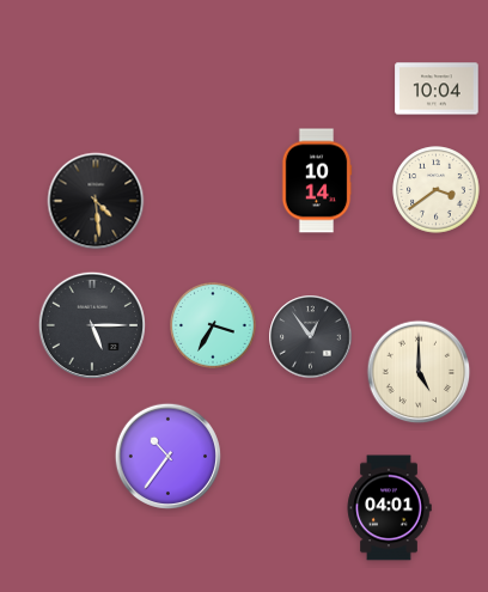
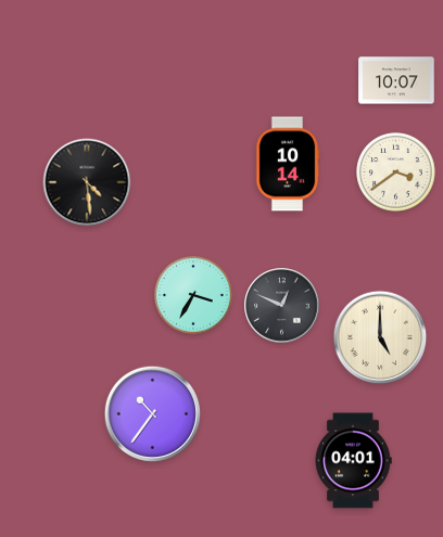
clock at (437, 89): 10:04 -> 10:07
clock at (92, 325): 5:15 -> none
clock at (311, 337): 12:54 -> 12:49
